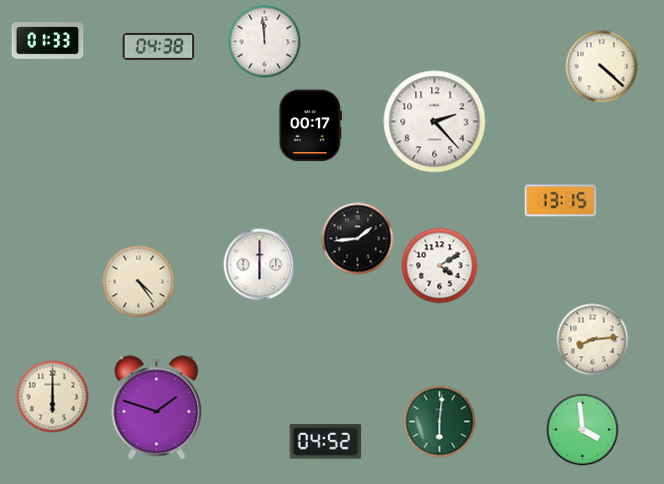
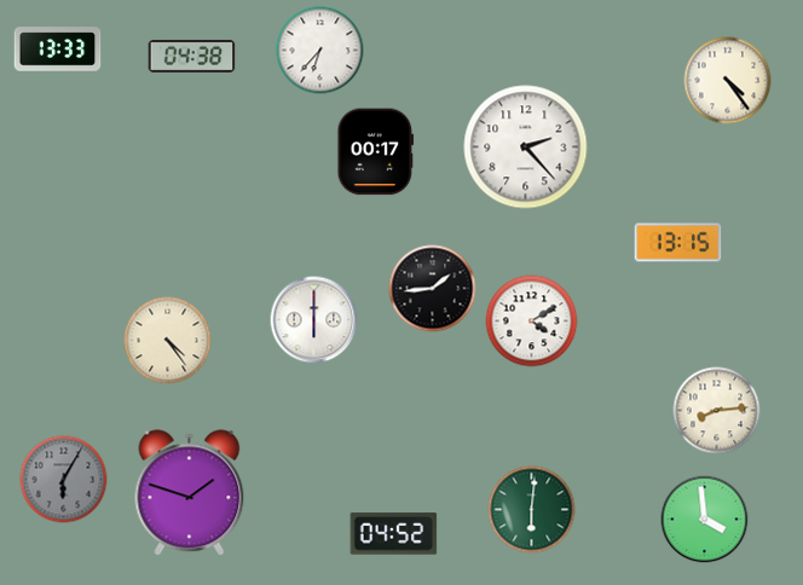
clock at (48, 41): 01:33 -> 13:33
clock at (265, 42): 11:59 -> 6:37
clock at (602, 67): 4:22 -> 4:24
clock at (53, 397): 6:00 -> 6:05
clock at (53, 397) dial: cream -> grey
